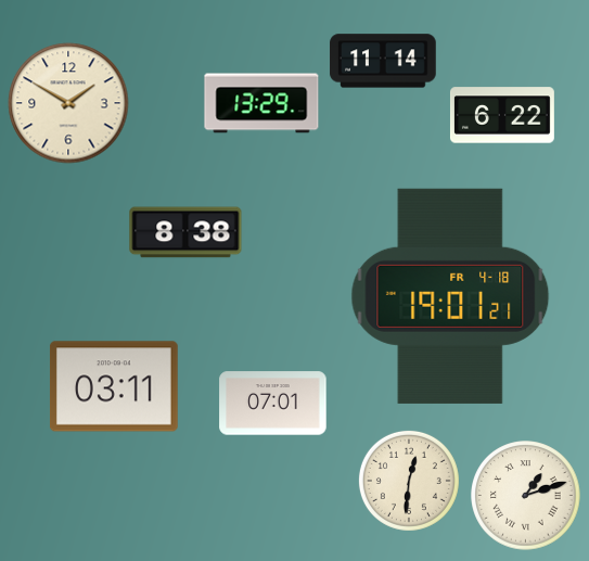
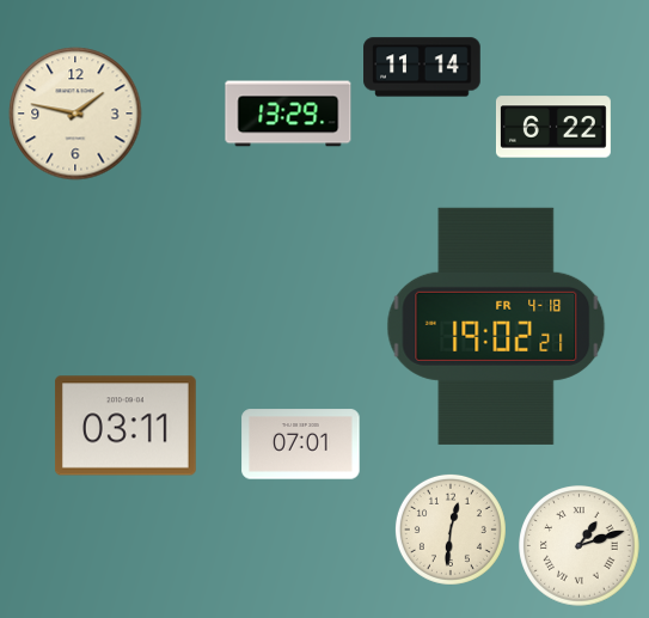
clock at (68, 103): 1:50 -> 1:47
clock at (185, 232): 8:38 -> none
clock at (450, 296): 19:01 -> 19:02
